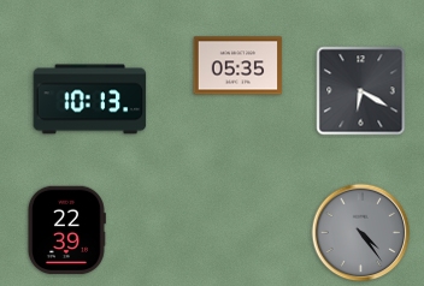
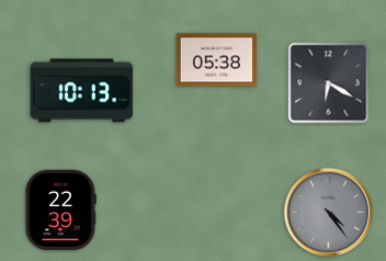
clock at (238, 66): 05:35 -> 05:38
